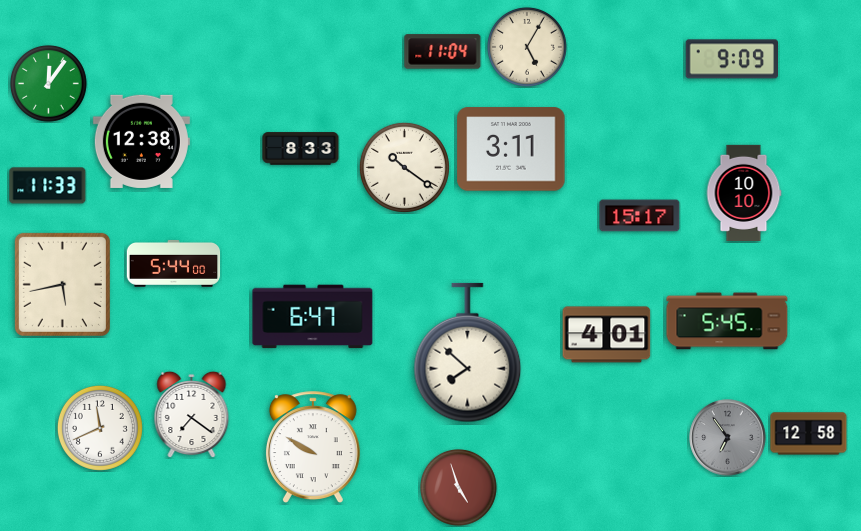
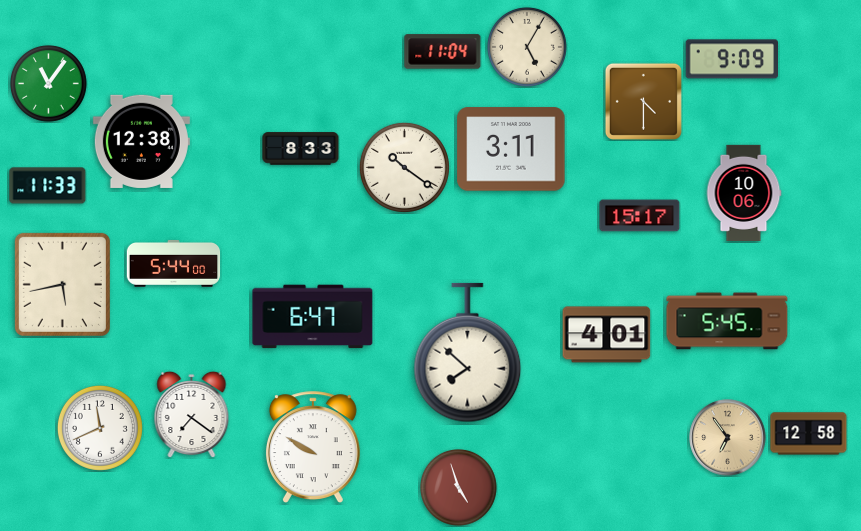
clock at (49, 84): 12:06 -> 11:06
clock at (643, 101): none -> 4:30
clock at (744, 193): 10:10 -> 10:06
clock at (728, 438) dial: grey -> champagne
